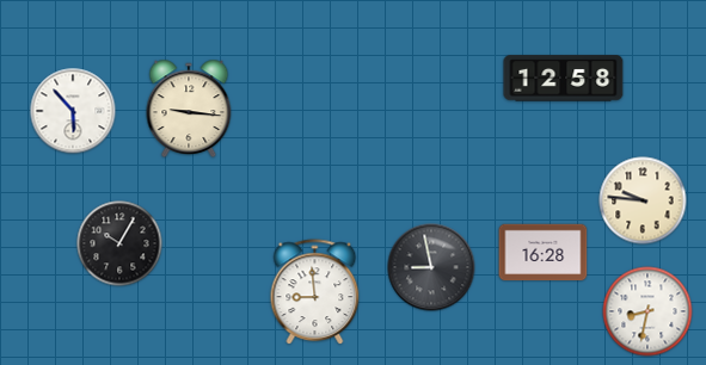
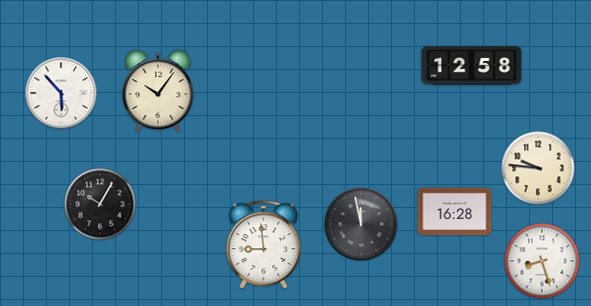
clock at (189, 109): 9:16 -> 10:06
clock at (431, 267): 8:58 -> 11:58
clock at (647, 311): 8:32 -> 8:27
